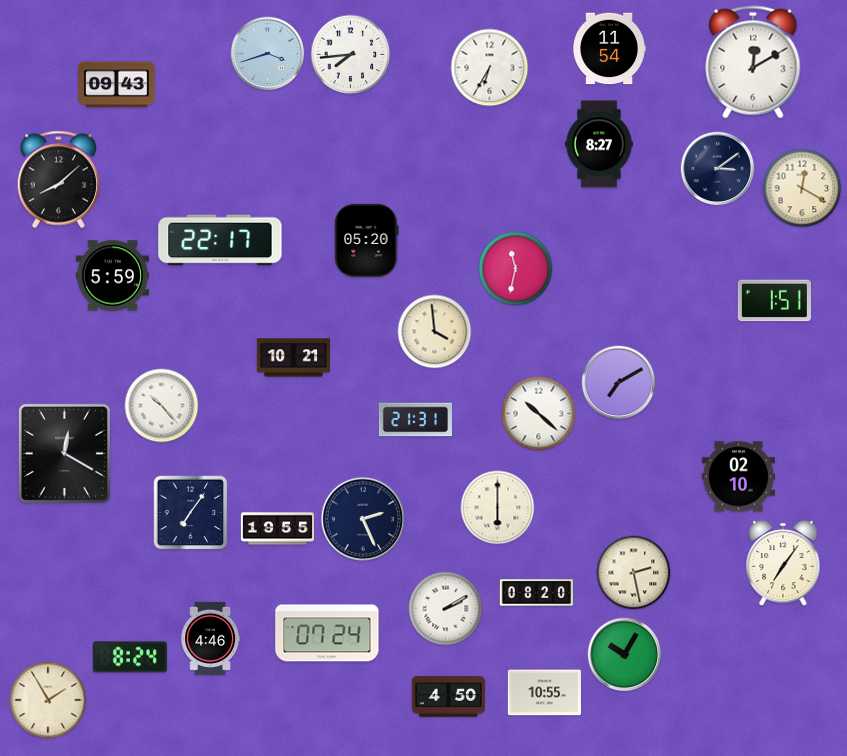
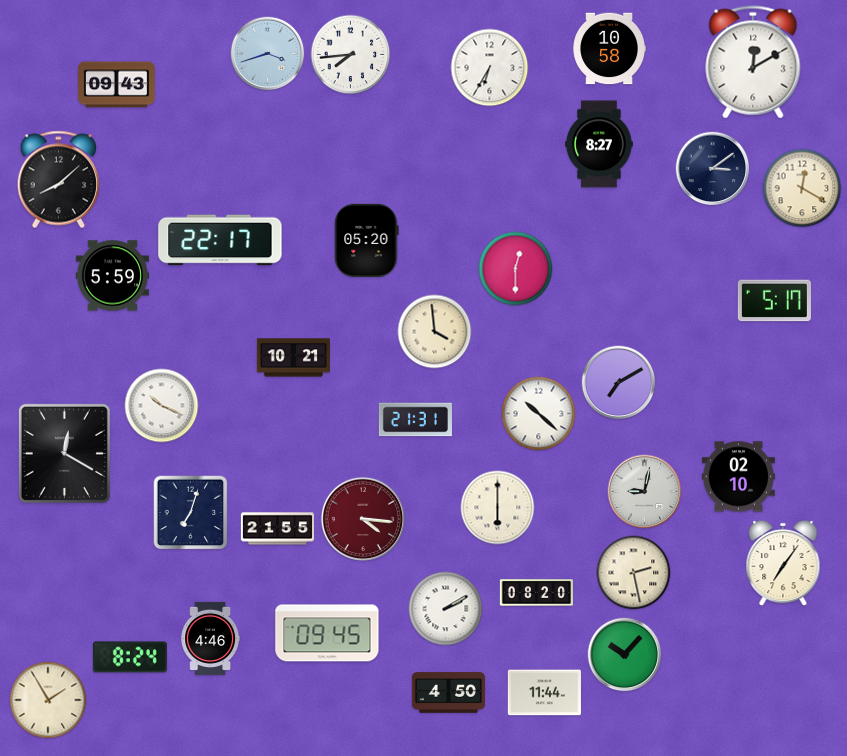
clock at (609, 49): 11:54 -> 10:58
clock at (718, 169) position: (718, 169) -> (713, 169)
clock at (516, 269): 11:32 -> 12:30
clock at (774, 301): 1:51 -> 5:17
clock at (162, 406): 10:23 -> 10:19
clock at (645, 492): none -> 9:02
clock at (191, 513): 7:06 -> 7:03
clock at (363, 519): 2:26 -> 4:16
clock at (363, 519) dial: navy -> burgundy
clock at (277, 529): 19:55 -> 21:55
clock at (327, 633): 07:24 -> 09:45
clock at (625, 655): 10:05 -> 10:07
clock at (544, 693): 10:55 -> 11:44
clock at (448, 697) position: (448, 697) -> (448, 693)
